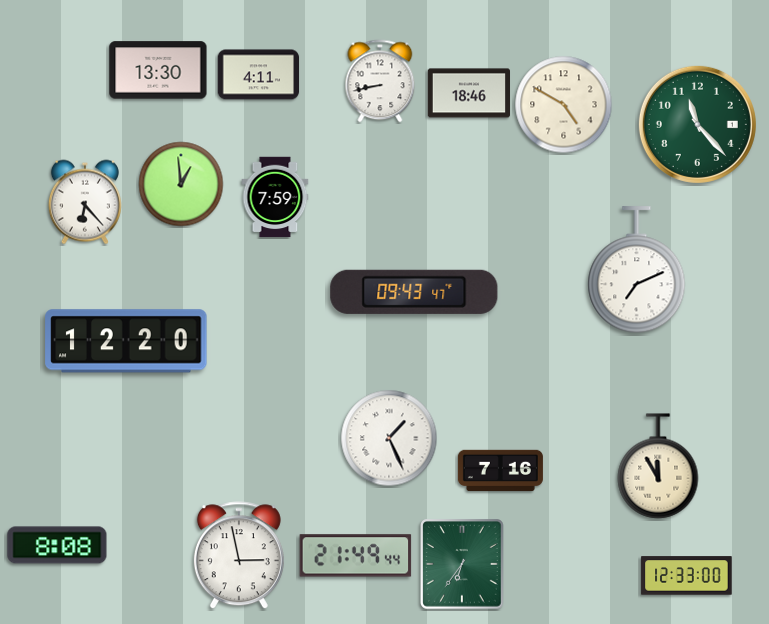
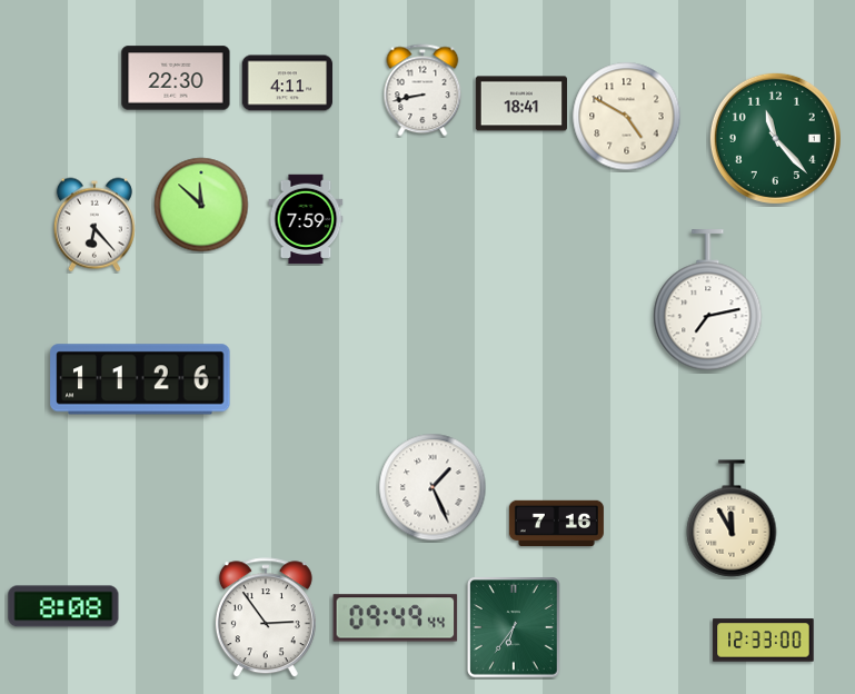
clock at (158, 70): 13:30 -> 22:30
clock at (468, 93): 18:46 -> 18:41
clock at (181, 184): 12:59 -> 11:52
clock at (637, 270): 7:11 -> 7:13
clock at (414, 292): 09:43 -> none
clock at (126, 341): 12:20 -> 11:26
clock at (239, 556): 2:58 -> 2:54
clock at (356, 556): 21:49 -> 09:49
